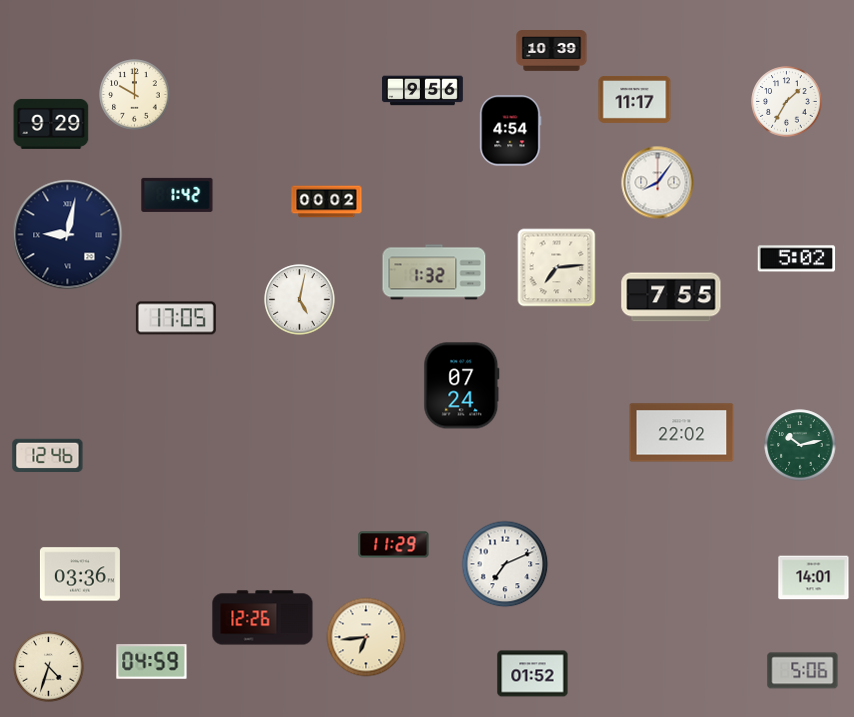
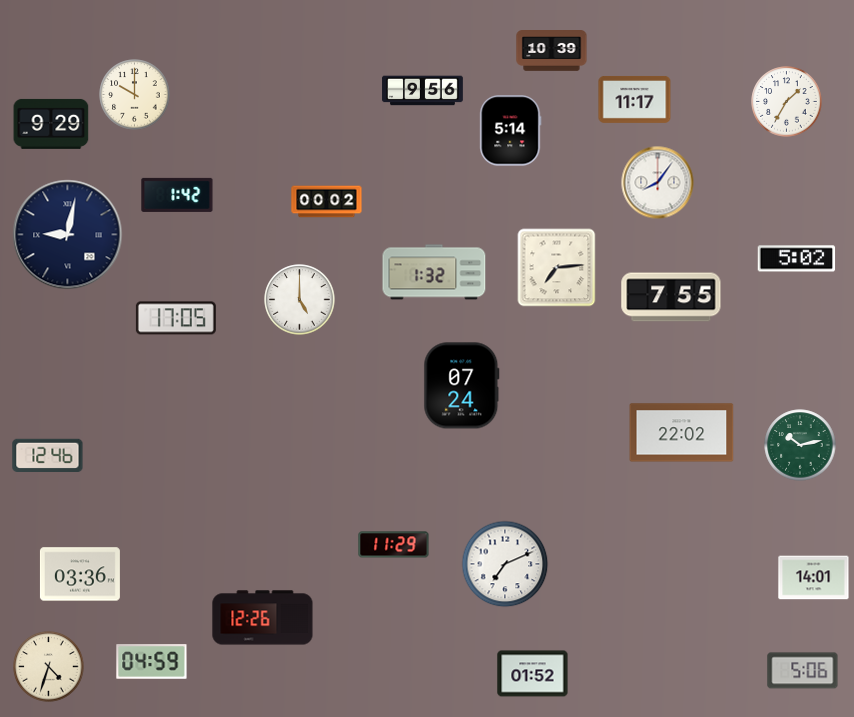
clock at (511, 131): 4:54 -> 5:14
clock at (300, 300): 5:02 -> 5:00
clock at (366, 637): 6:44 -> none
